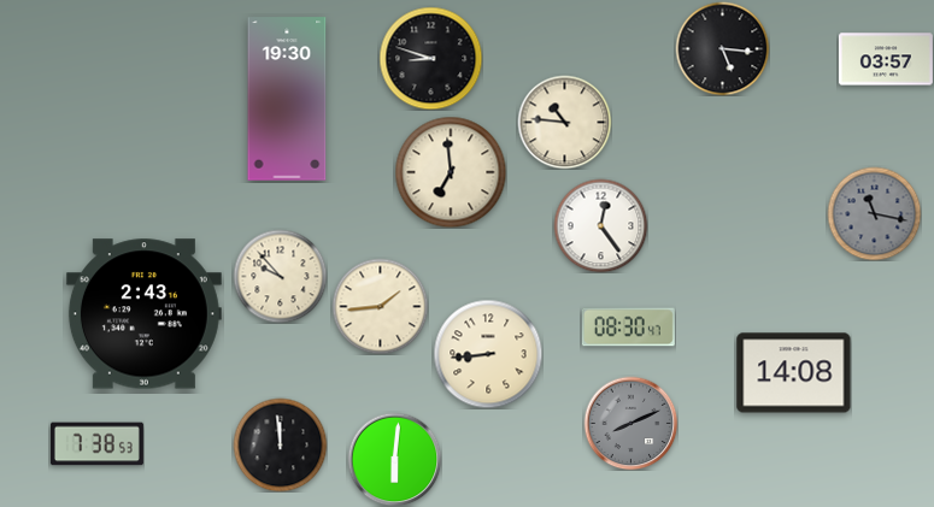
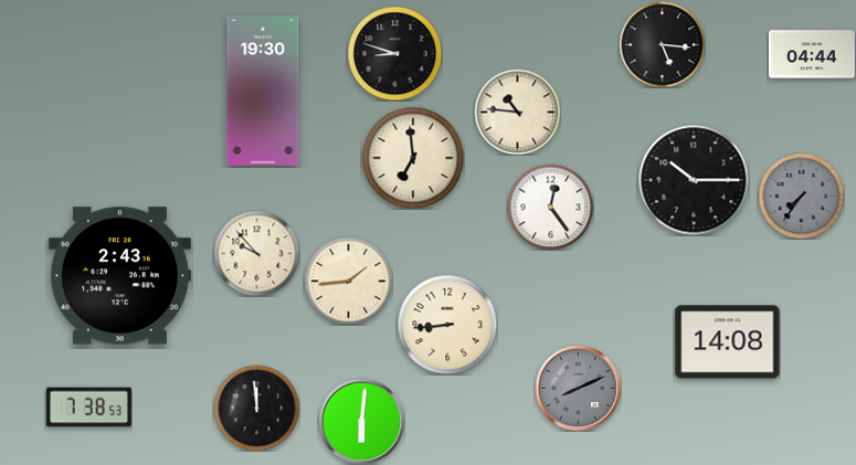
clock at (886, 59): 03:57 -> 04:44
clock at (694, 180): none -> 10:15
clock at (874, 213): 11:17 -> 7:36
clock at (143, 314) position: (143, 314) -> (119, 276)
clock at (628, 328): 08:30 -> none
